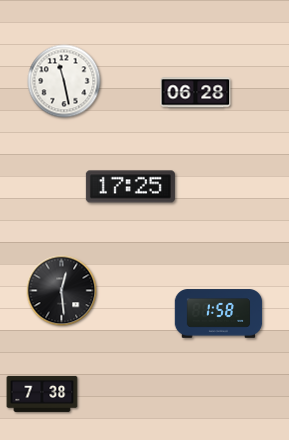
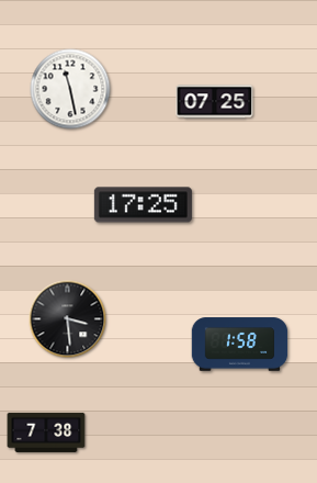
clock at (196, 93): 06:28 -> 07:25
clock at (62, 291): 12:29 -> 3:29
